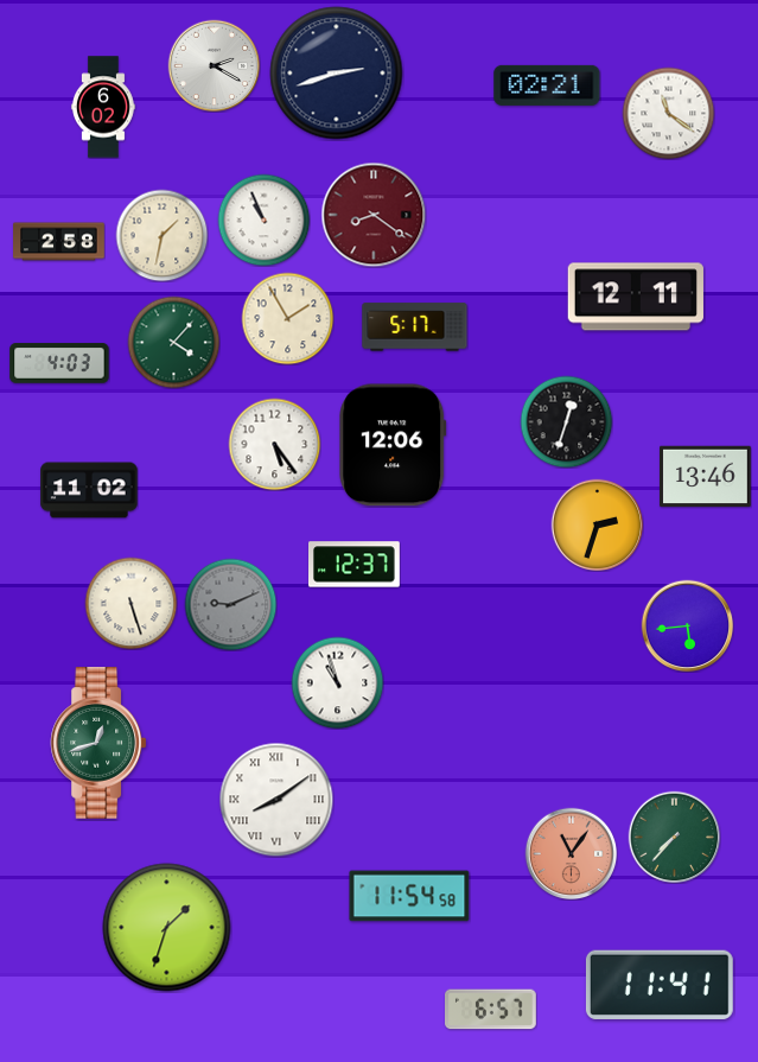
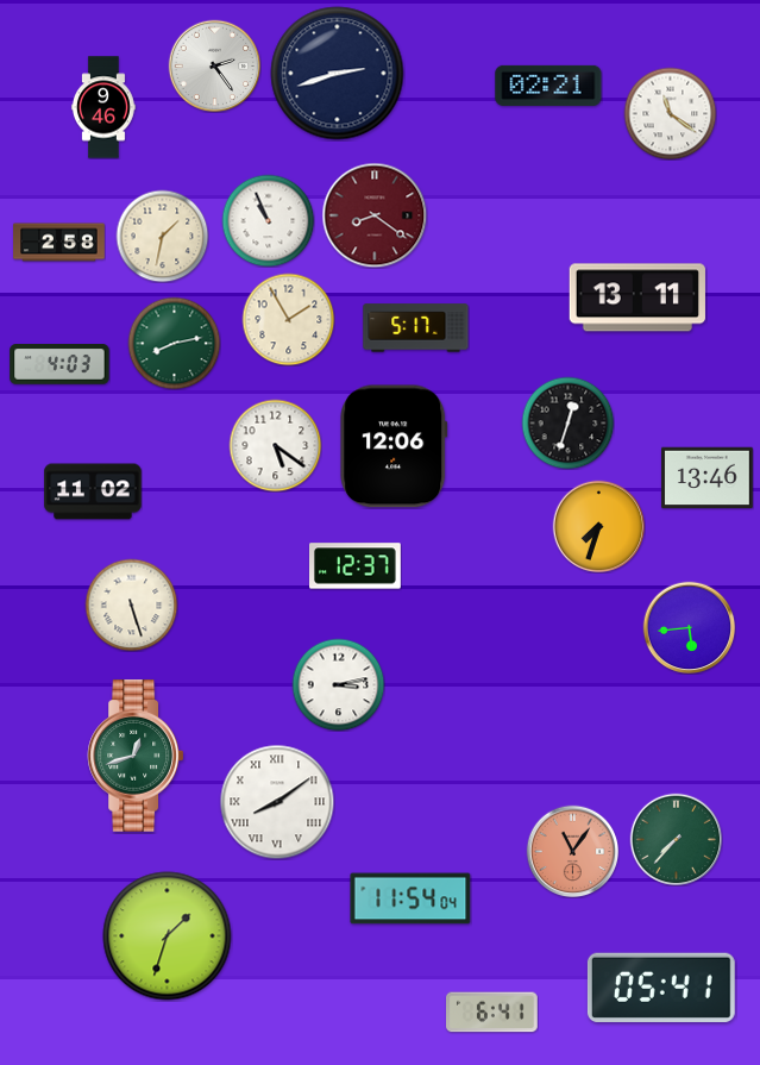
clock at (214, 65): 2:20 -> 2:24
clock at (103, 107): 6:02 -> 9:46
clock at (263, 220) position: (263, 220) -> (268, 220)
clock at (636, 297): 12:11 -> 13:11
clock at (173, 342): 4:07 -> 8:13
clock at (274, 444): 5:24 -> 5:21
clock at (89, 490) position: (89, 490) -> (93, 491)
clock at (597, 524): 2:33 -> 7:33
clock at (230, 604): 9:11 -> none
clock at (337, 682): 10:57 -> 3:13
clock at (98, 743) position: (98, 743) -> (136, 756)
clock at (571, 853) position: (571, 853) -> (572, 851)
clock at (409, 896): 11:54:58 -> 11:54:04
clock at (167, 928) position: (167, 928) -> (168, 936)
clock at (660, 985): 11:41 -> 05:41
clock at (491, 1010): 6:57 -> 6:41
